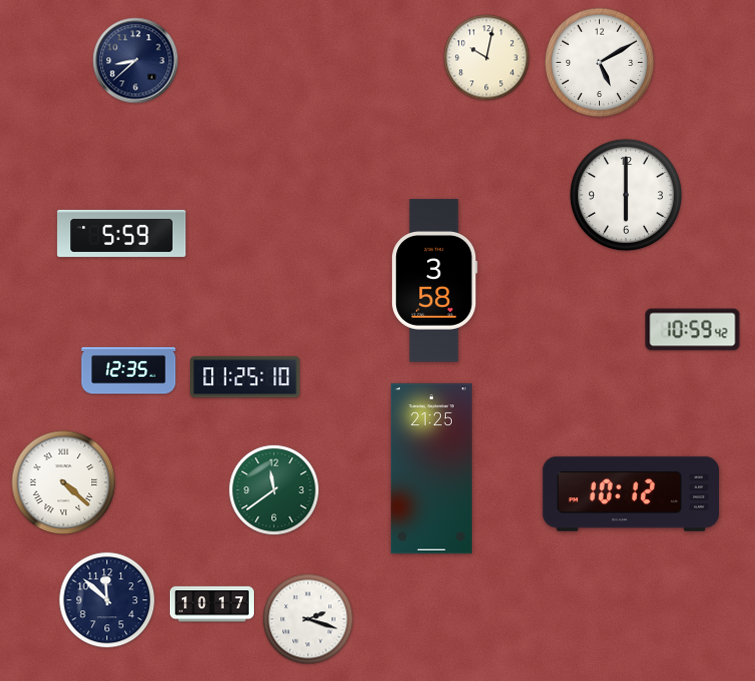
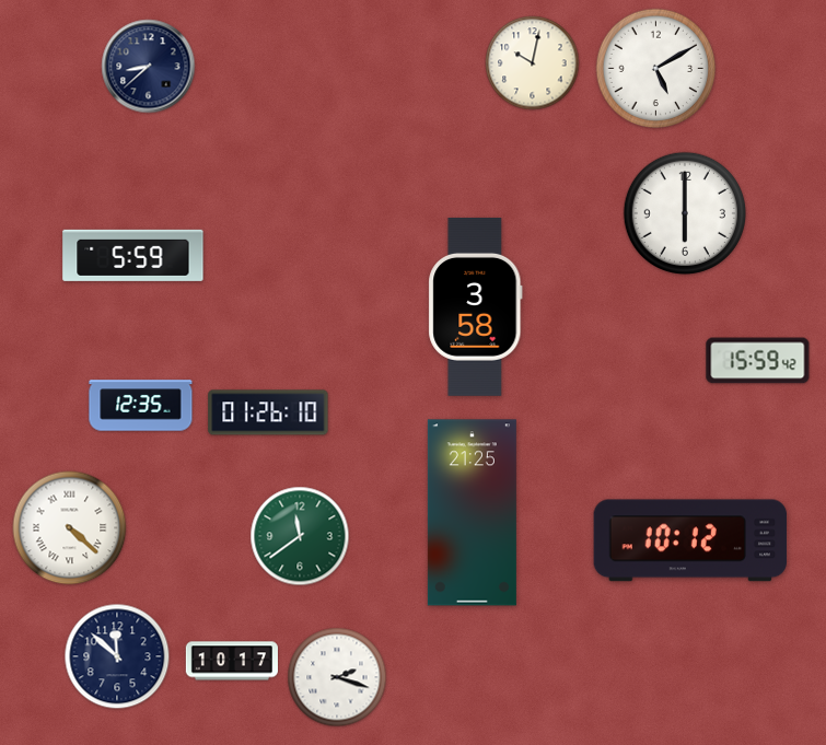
clock at (693, 330): 10:59 -> 15:59
clock at (245, 377): 01:25 -> 01:26
